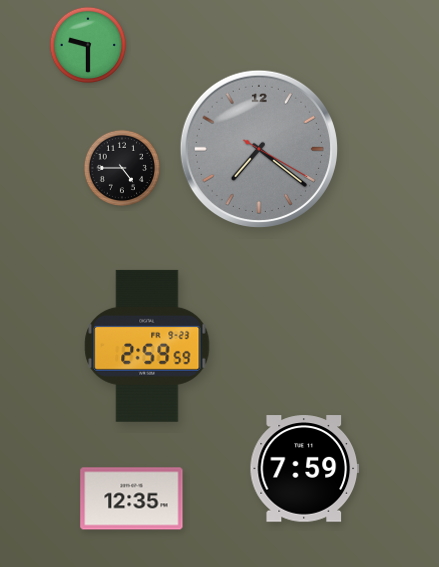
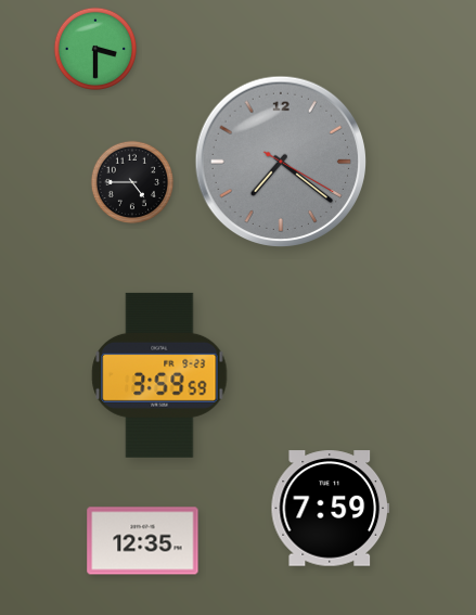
clock at (88, 45): 9:30 -> 3:30
clock at (147, 346): 2:59 -> 3:59
